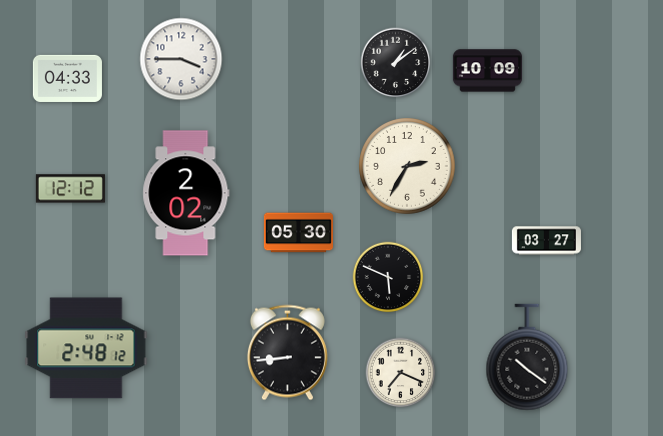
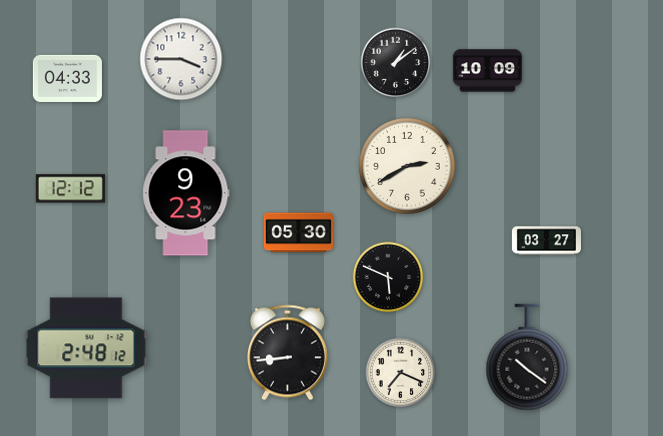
clock at (408, 167): 2:35 -> 2:40
clock at (186, 193): 2:02 -> 9:23
